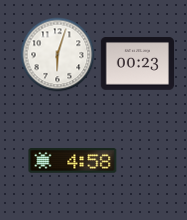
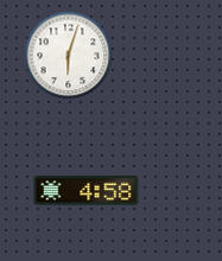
clock at (58, 55) position: (58, 55) -> (69, 56)
clock at (138, 64): 00:23 -> none
